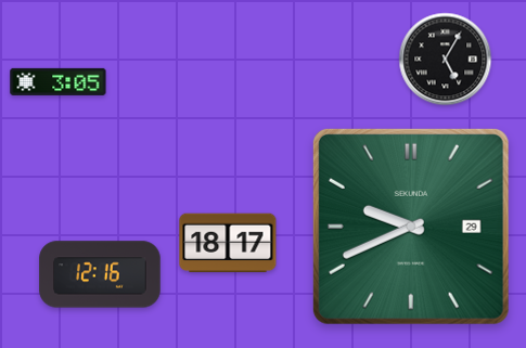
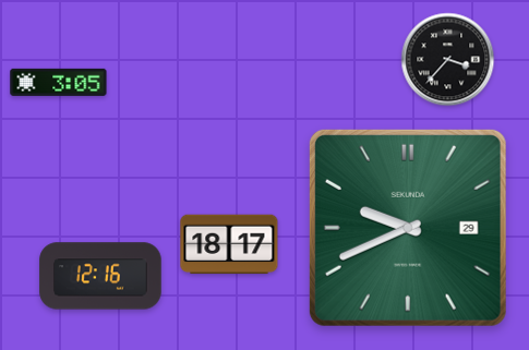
clock at (446, 60): 5:05 -> 3:37
clock at (411, 227) position: (411, 227) -> (408, 228)
